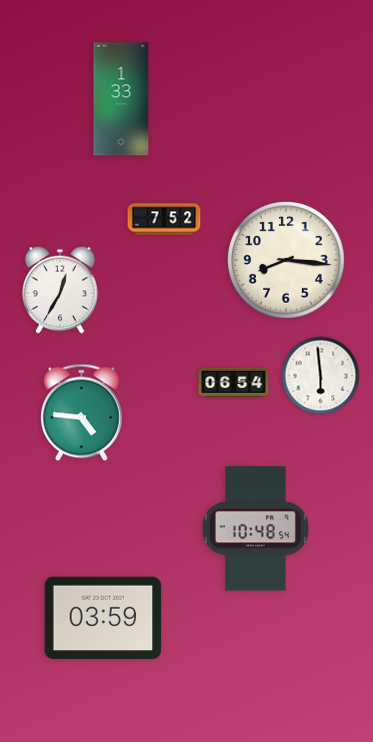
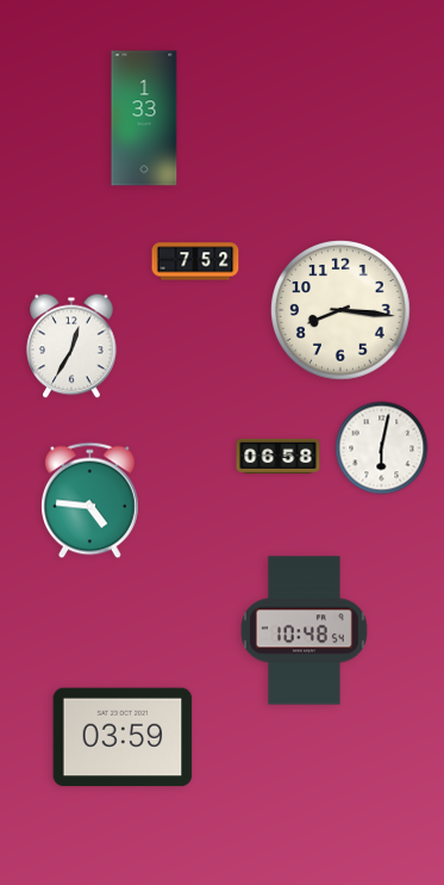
clock at (321, 376): 5:59 -> 6:02
clock at (234, 382): 06:54 -> 06:58
clock at (82, 413) position: (82, 413) -> (90, 501)
